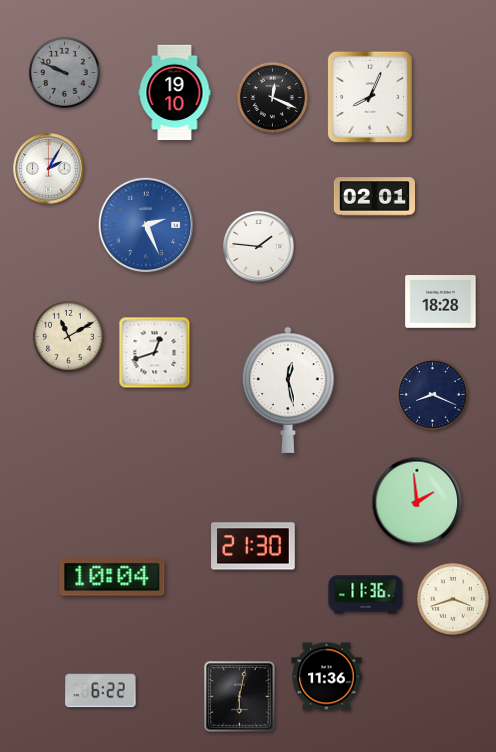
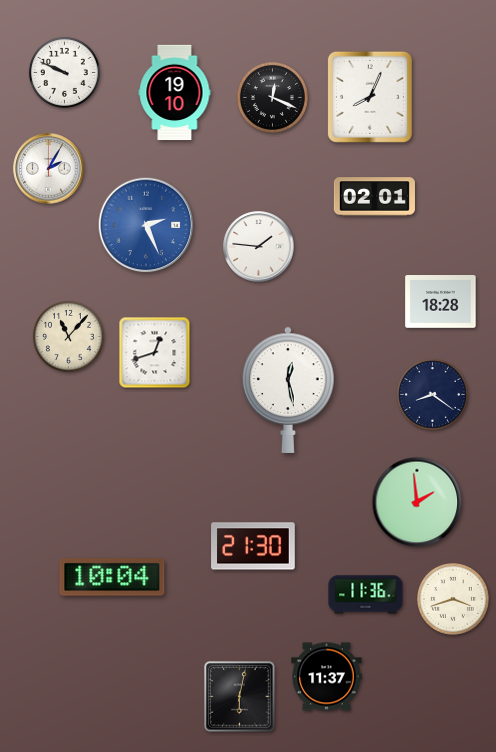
clock at (64, 72) dial: grey -> white
clock at (68, 336): 11:10 -> 11:07
clock at (432, 394): 8:19 -> 8:21
clock at (327, 677): 11:36 -> 11:37
clock at (101, 691): 6:22 -> none
